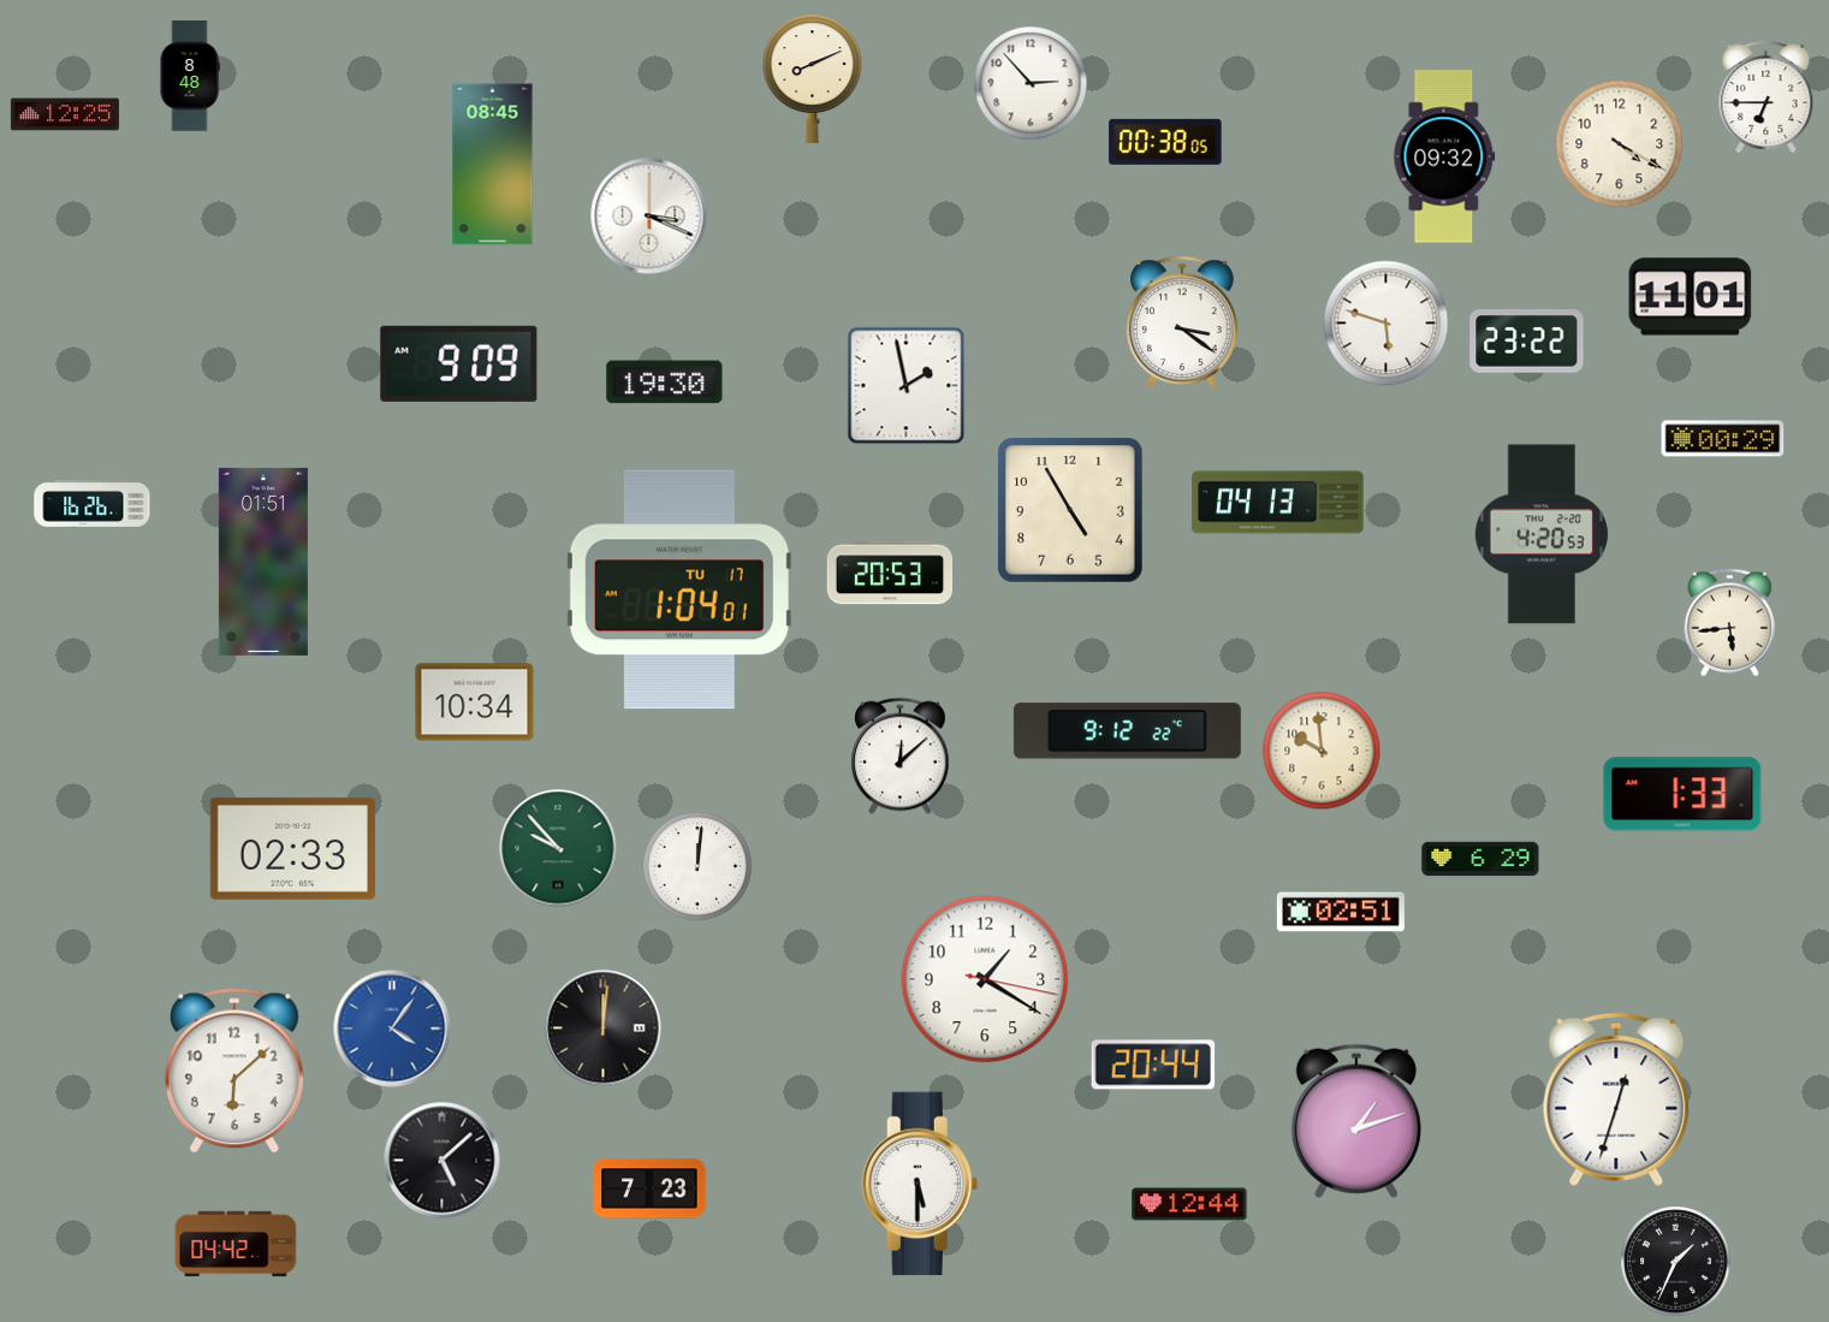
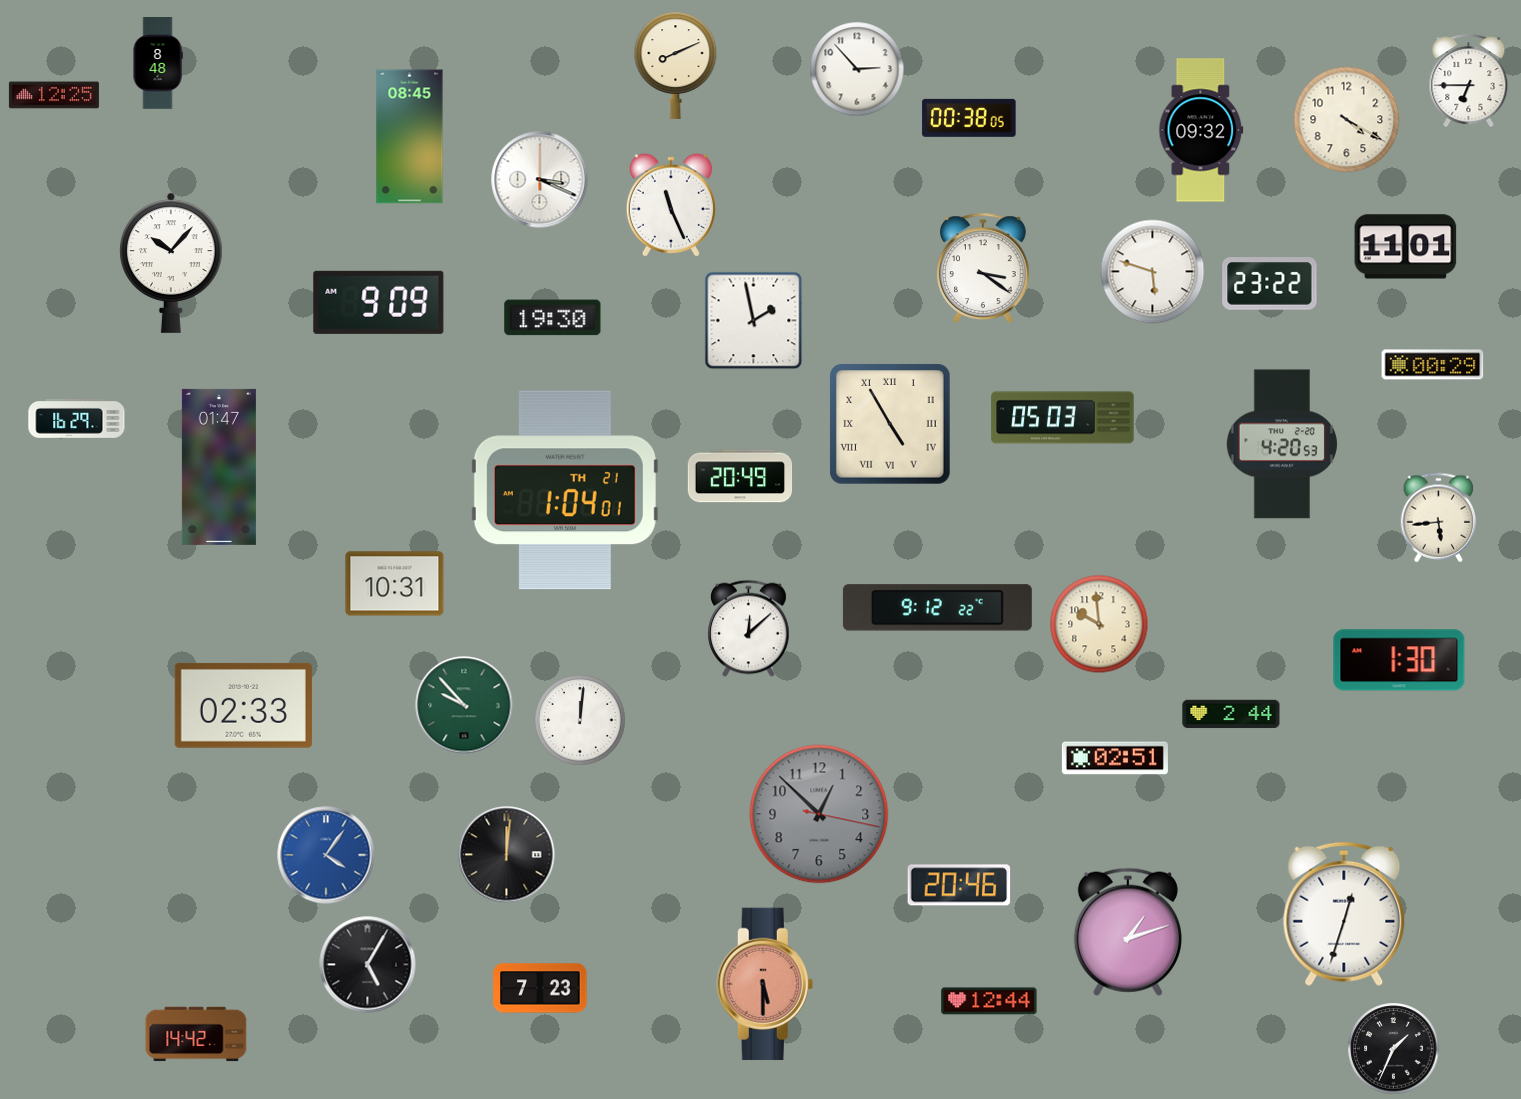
clock at (671, 205): none -> 11:26
clock at (171, 263): none -> 10:07
clock at (1386, 324) position: (1386, 324) -> (1153, 272)
clock at (459, 363) position: (459, 363) -> (379, 302)
clock at (1278, 503): 04:13 -> 05:03
clock at (93, 504): 16:26 -> 16:29
clock at (1070, 510) numerals: Arabic -> Roman
clock at (263, 562): 01:51 -> 01:47
clock at (890, 573): 20:53 -> 20:49
clock at (679, 589) date: TU 17 -> TH 21
clock at (475, 703): 10:34 -> 10:31
clock at (1682, 794): 1:33 -> 1:30
clock at (1480, 859): 6:29 -> 2:44
clock at (985, 979): 1:20 -> 12:52
clock at (985, 979) dial: white -> grey
clock at (604, 1028) position: (604, 1028) -> (507, 855)
clock at (1153, 1065): 20:44 -> 20:46
clock at (234, 1071): 6:08 -> none
clock at (443, 1161): 5:08 -> 5:05
clock at (920, 1184) dial: white -> salmon
clock at (236, 1244): 04:42 -> 14:42
